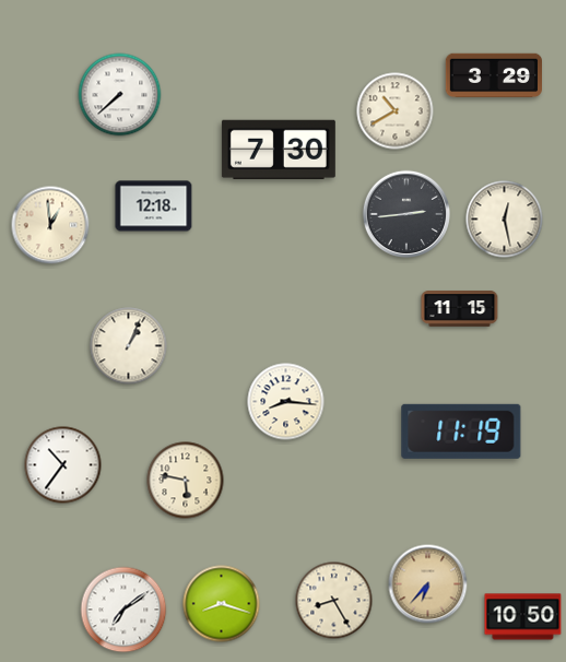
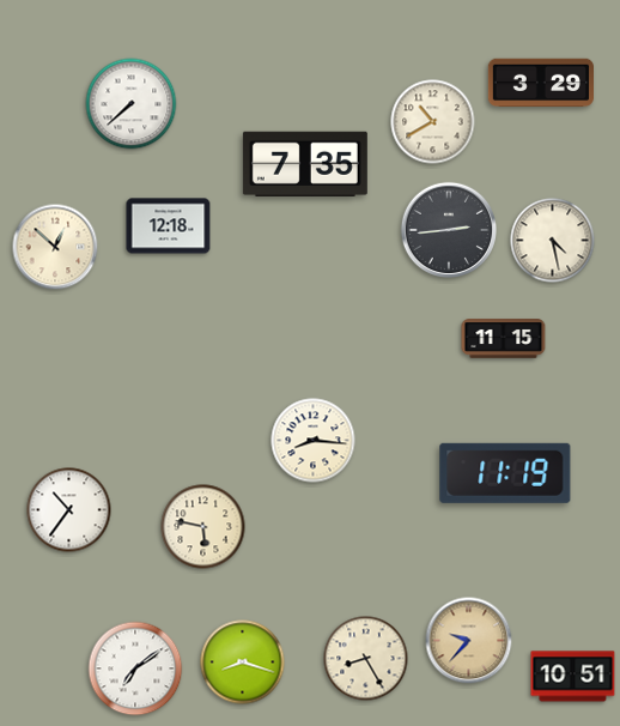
clock at (279, 150): 7:30 -> 7:35
clock at (405, 213) position: (405, 213) -> (448, 229)
clock at (505, 220): 12:28 -> 4:28
clock at (50, 225): 12:59 -> 12:52
clock at (129, 346): 1:04 -> none
clock at (428, 584): 6:37 -> 9:37
clock at (523, 617): 10:50 -> 10:51
